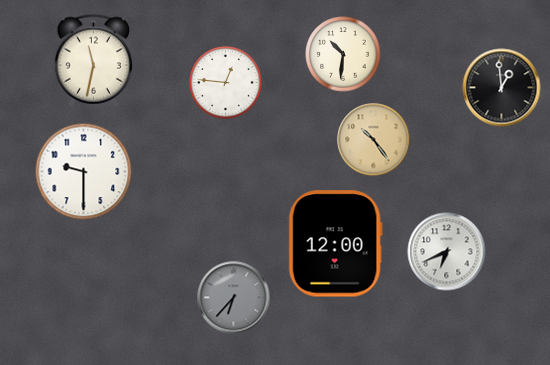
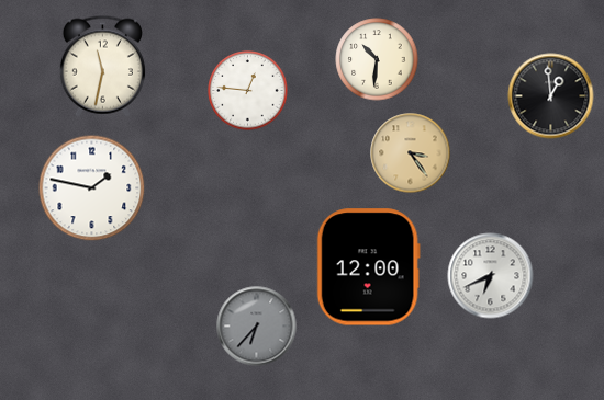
clock at (374, 140): 10:24 -> 3:24
clock at (84, 172): 9:30 -> 1:47
